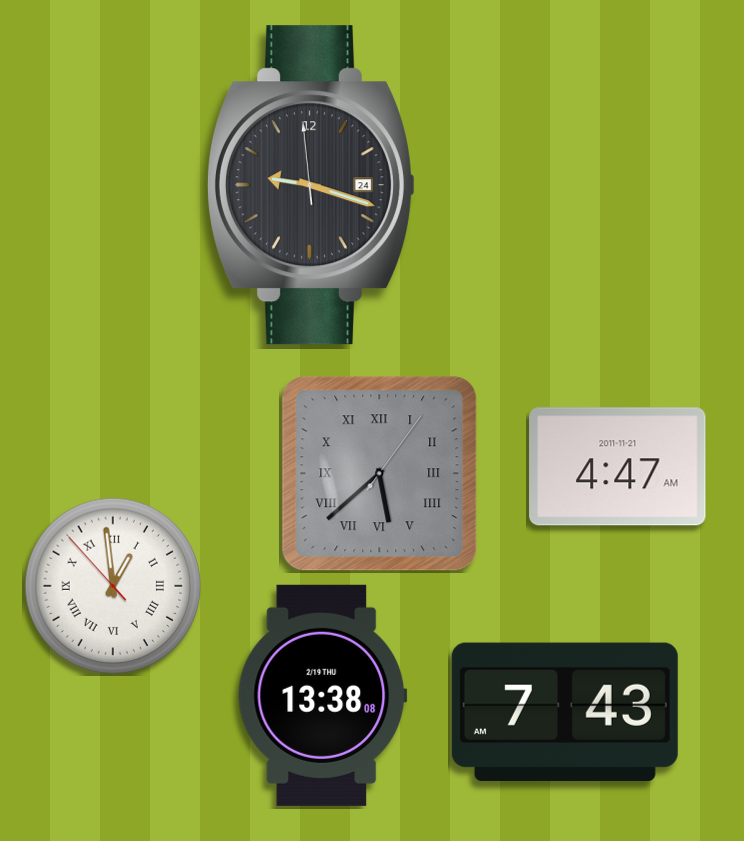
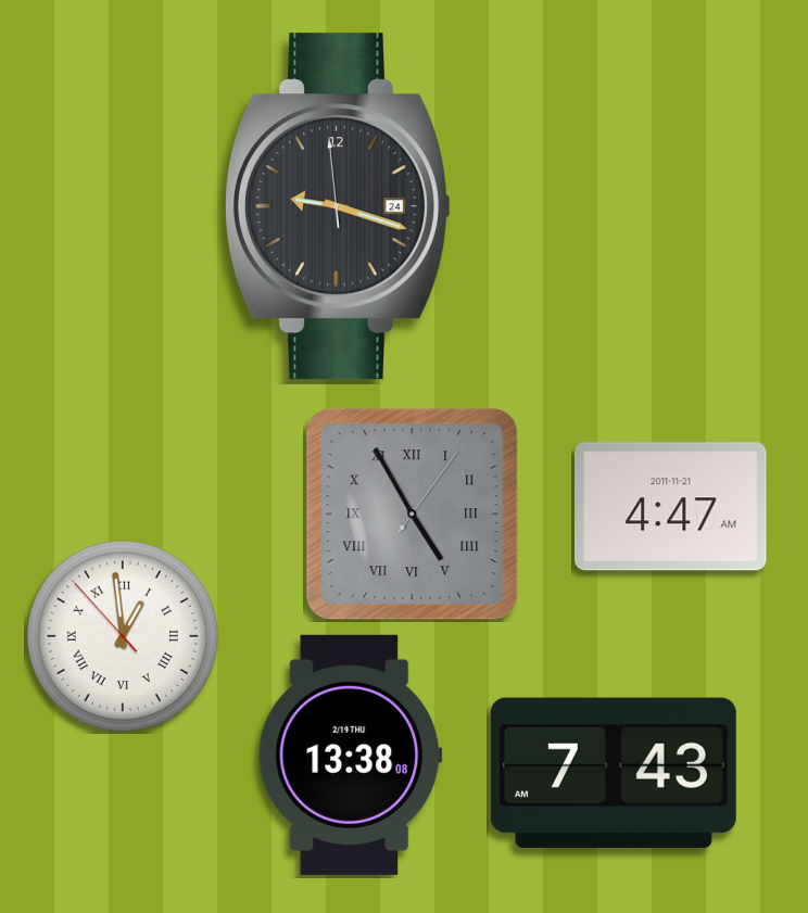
clock at (311, 185) position: (311, 185) -> (338, 206)
clock at (380, 474): 5:38 -> 4:55
